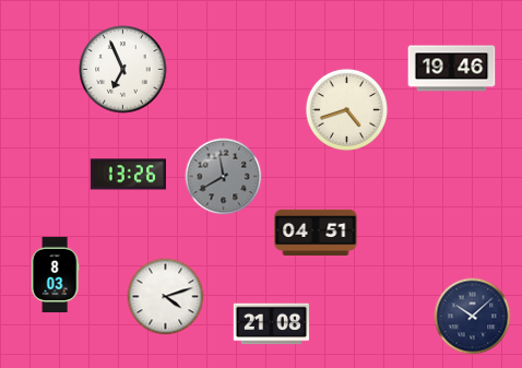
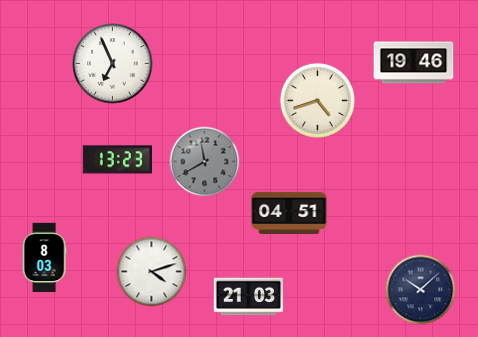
clock at (129, 175): 13:26 -> 13:23
clock at (55, 275) position: (55, 275) -> (44, 258)
clock at (473, 317) position: (473, 317) -> (421, 290)
clock at (272, 324): 21:08 -> 21:03
